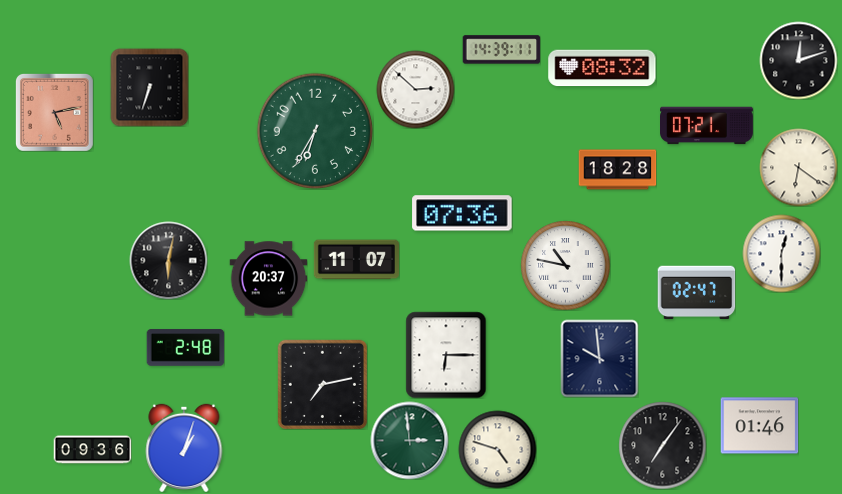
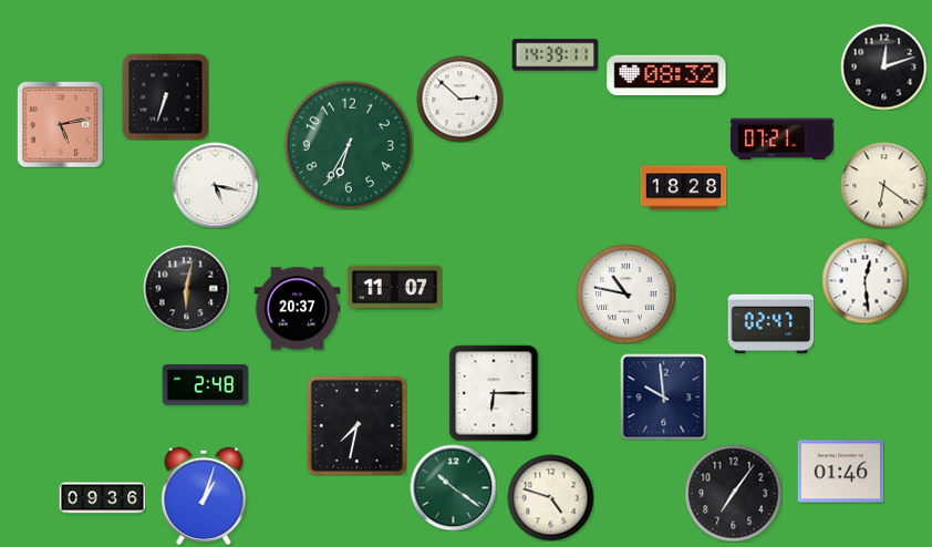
clock at (215, 185): none -> 5:17
clock at (462, 213): 07:36 -> none
clock at (781, 253): 12:30 -> 12:29
clock at (322, 384): 7:13 -> 7:32
clock at (409, 440): 2:59 -> 10:21
